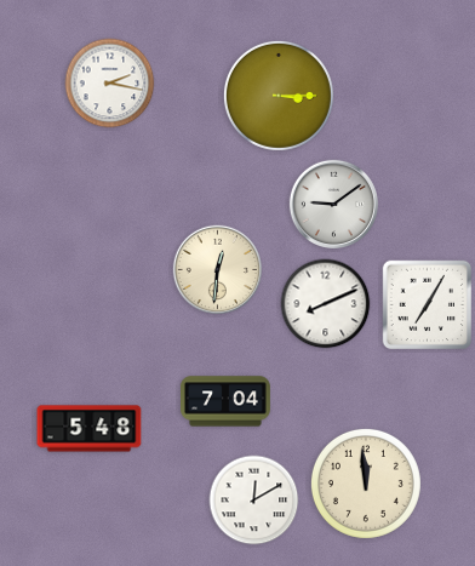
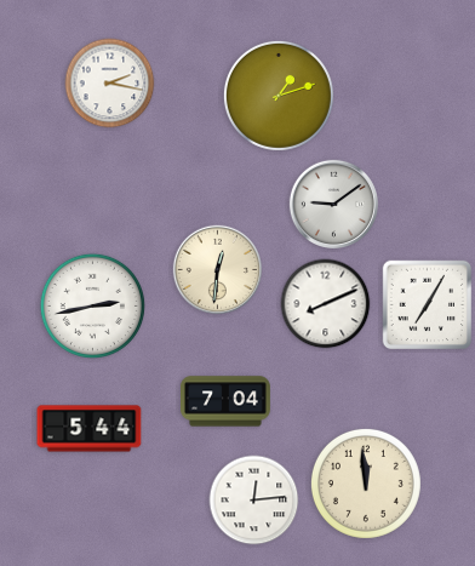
clock at (279, 96): 3:15 -> 1:12
clock at (92, 305): none -> 2:43
clock at (90, 429): 5:48 -> 5:44
clock at (254, 501): 12:10 -> 12:14
